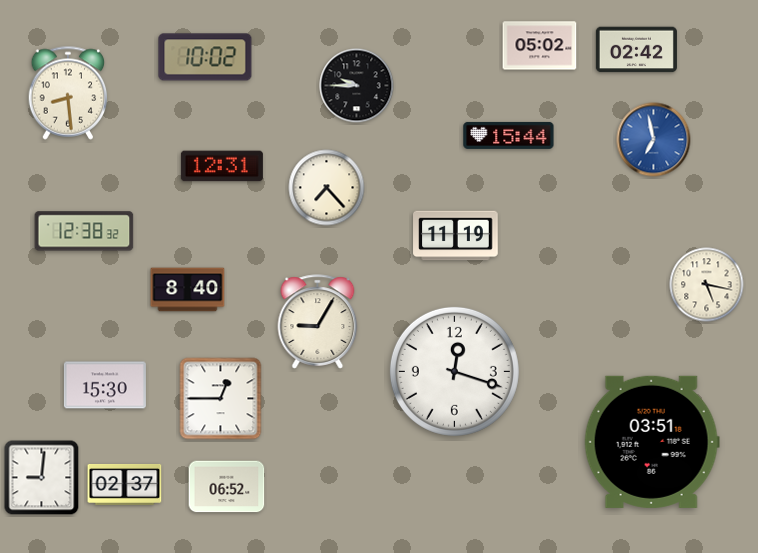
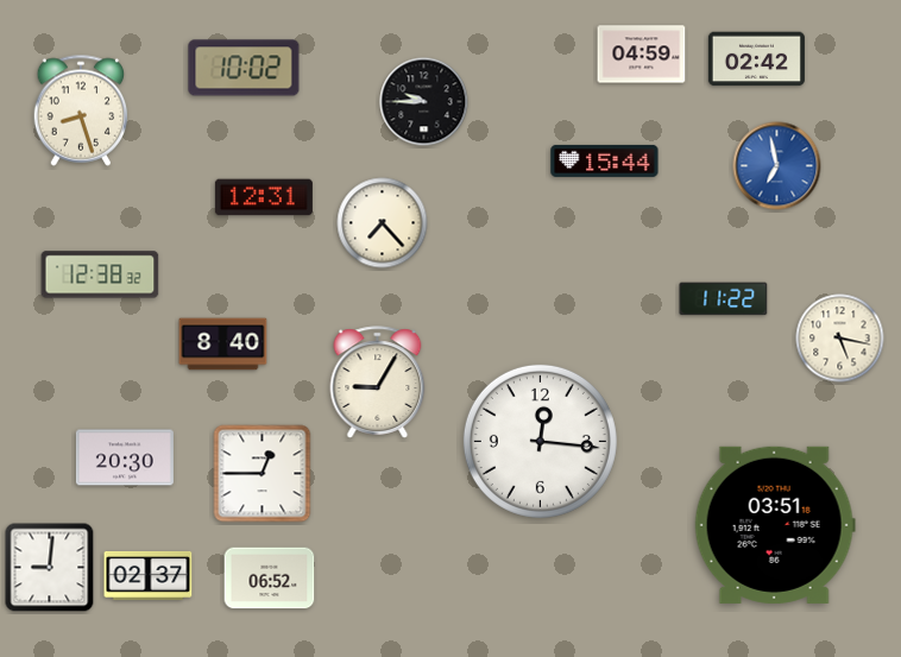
clock at (540, 46): 05:02 -> 04:59
clock at (68, 93): 8:29 -> 8:27
clock at (327, 188) position: (327, 188) -> (383, 223)
clock at (456, 236): 11:19 -> none
clock at (724, 299): none -> 11:22
clock at (454, 371): 12:18 -> 12:16
clock at (105, 385): 15:30 -> 20:30
